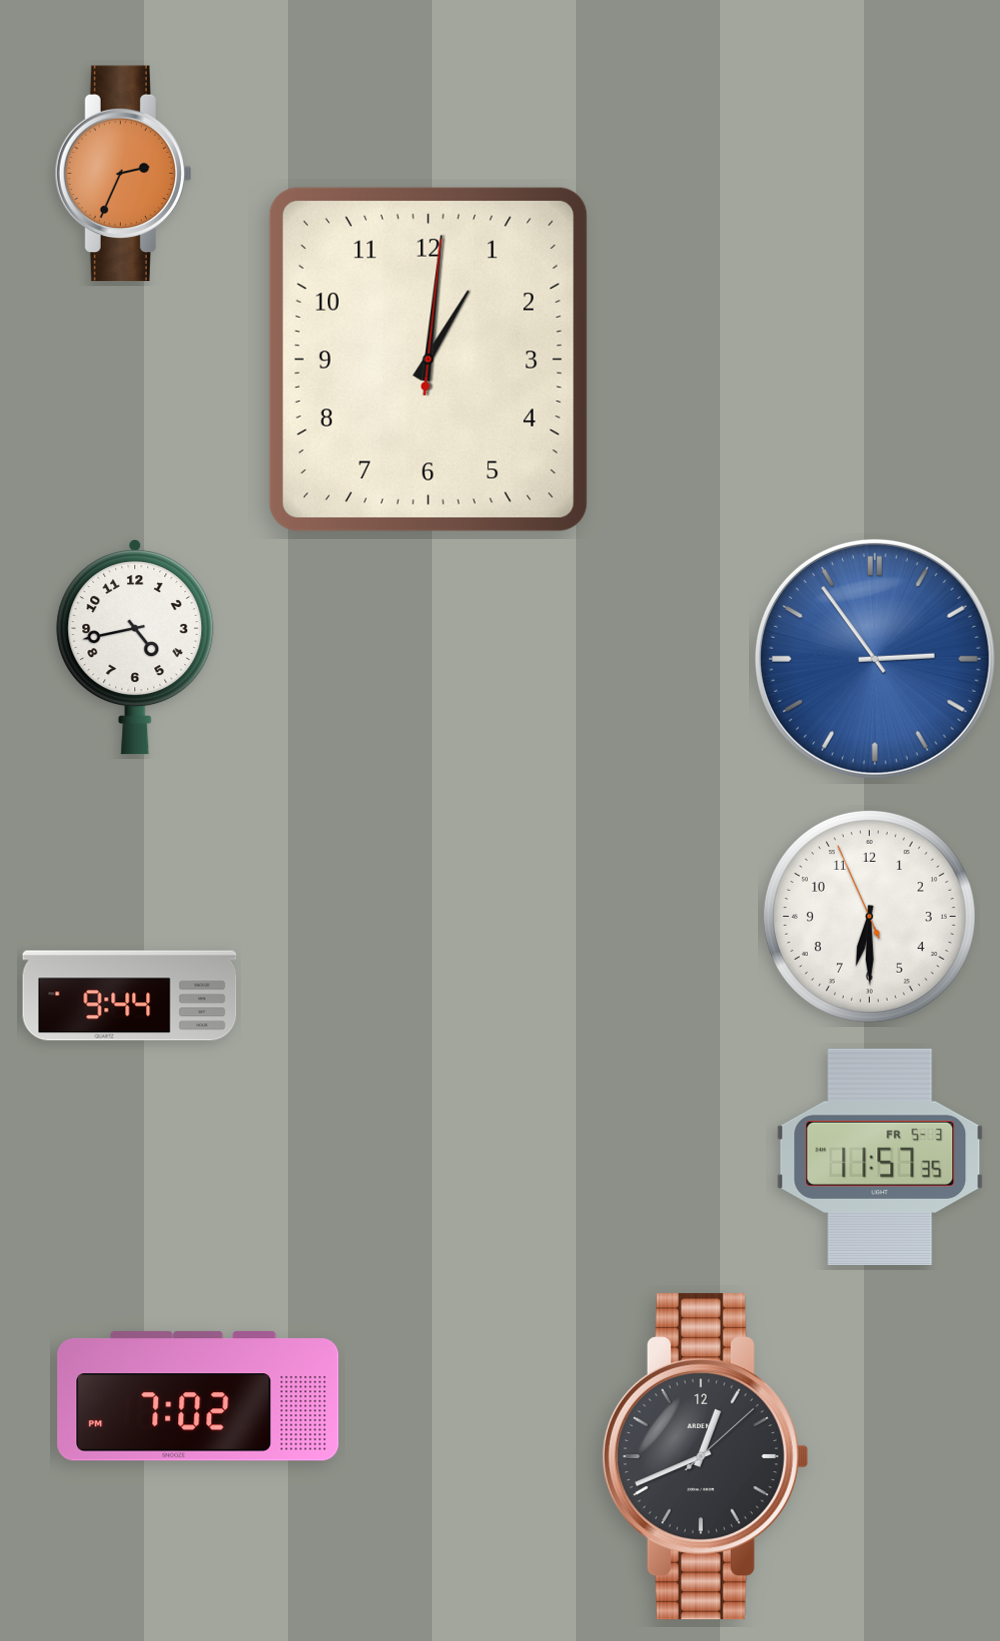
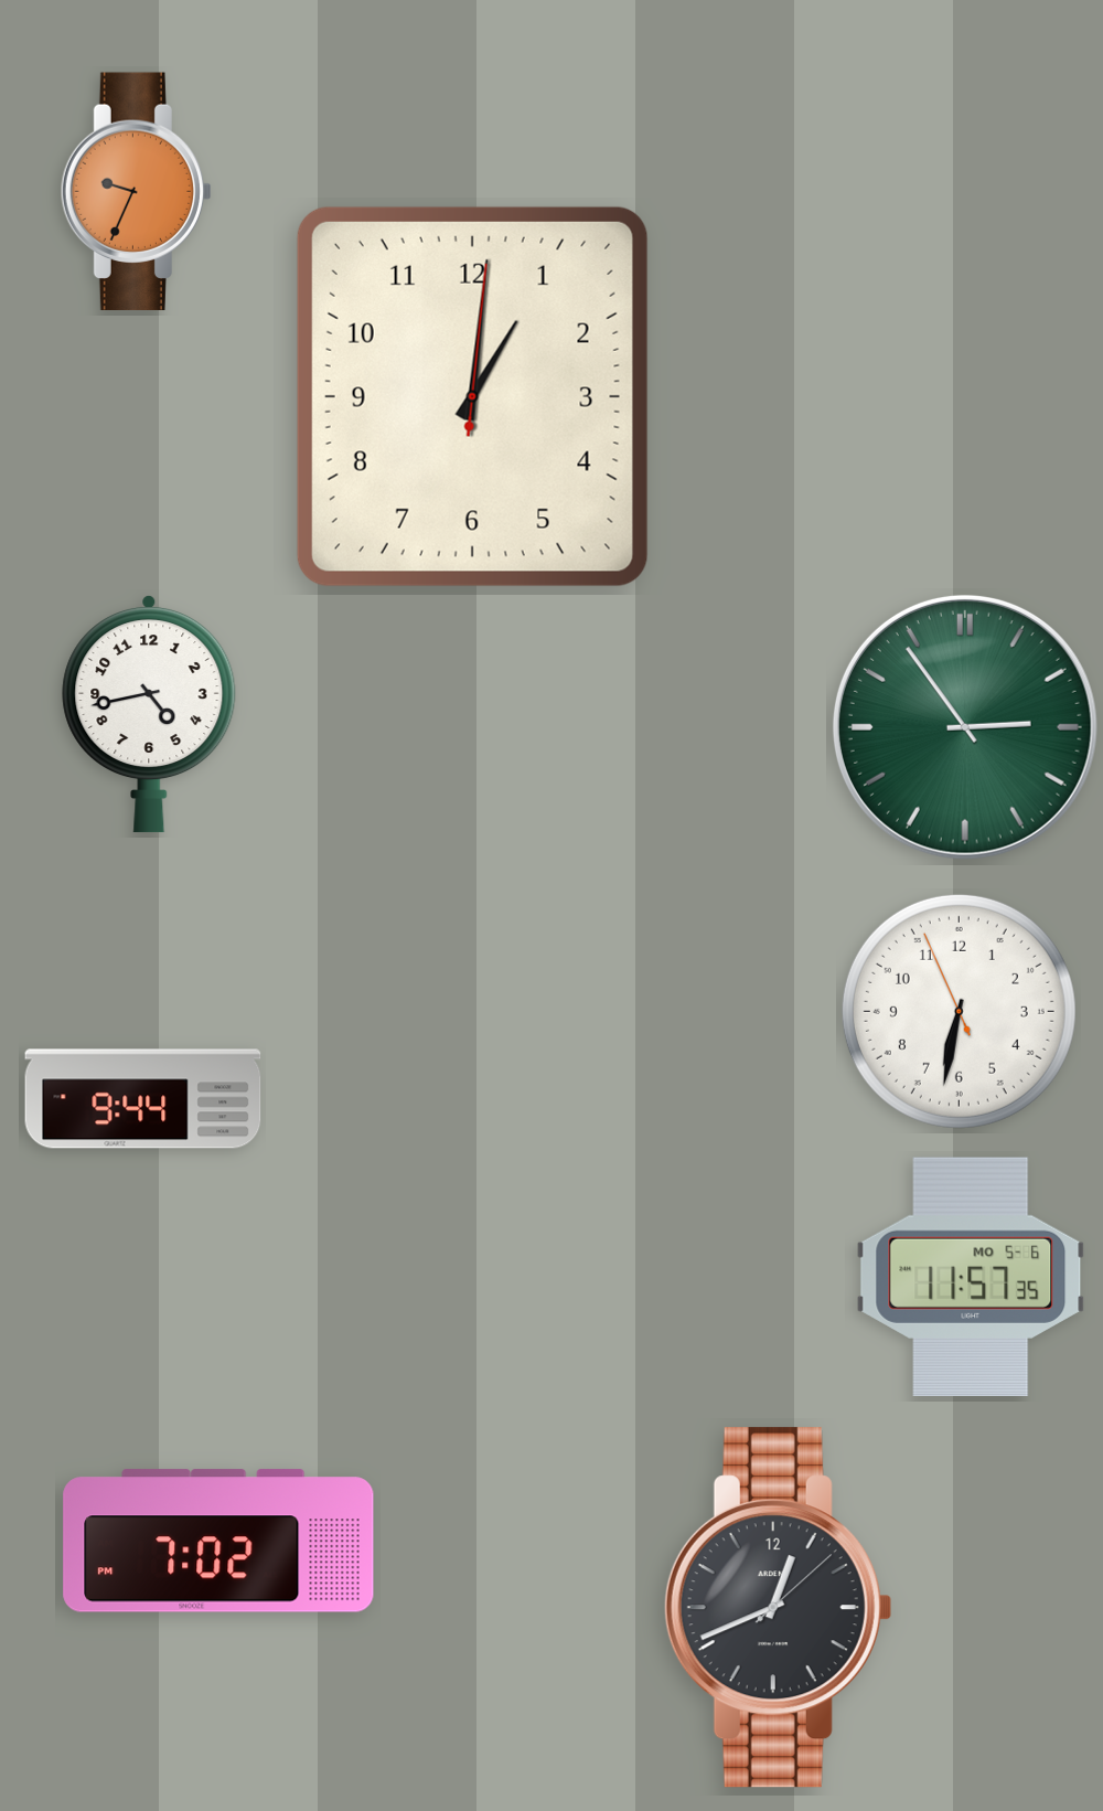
clock at (123, 174): 2:34 -> 9:34
clock at (875, 659) dial: blue -> green
clock at (869, 916): 6:29 -> 6:31
clock at (880, 1157) date: FR 5-3 -> MO 5-6
